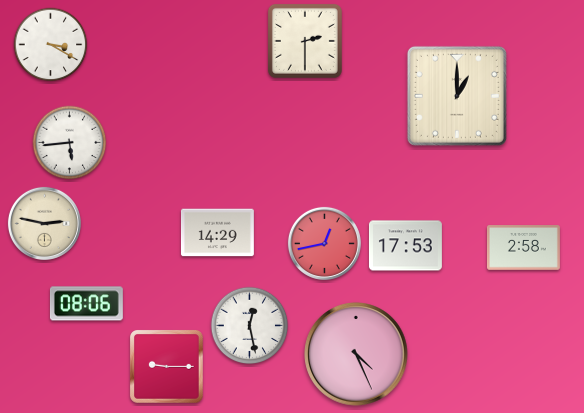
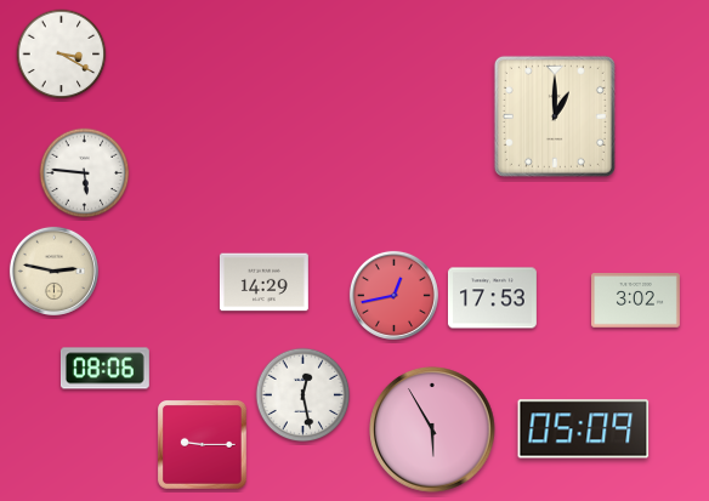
clock at (305, 41): 2:30 -> none
clock at (70, 143): 5:44 -> 5:46
clock at (523, 248): 2:58 -> 3:02
clock at (356, 354): 4:26 -> 5:55
clock at (584, 429): none -> 05:09
